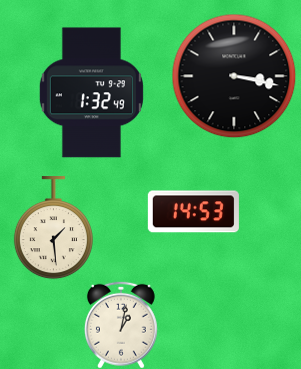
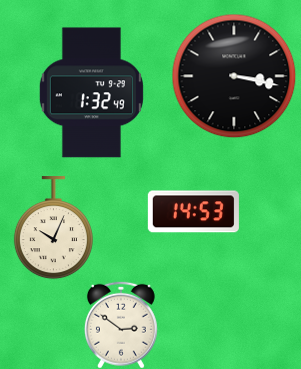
clock at (53, 228): 1:29 -> 10:04
clock at (121, 325): 1:02 -> 2:51
